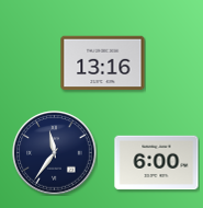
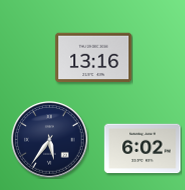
clock at (55, 153): 11:36 -> 5:36
clock at (157, 163): 6:00 -> 6:02
